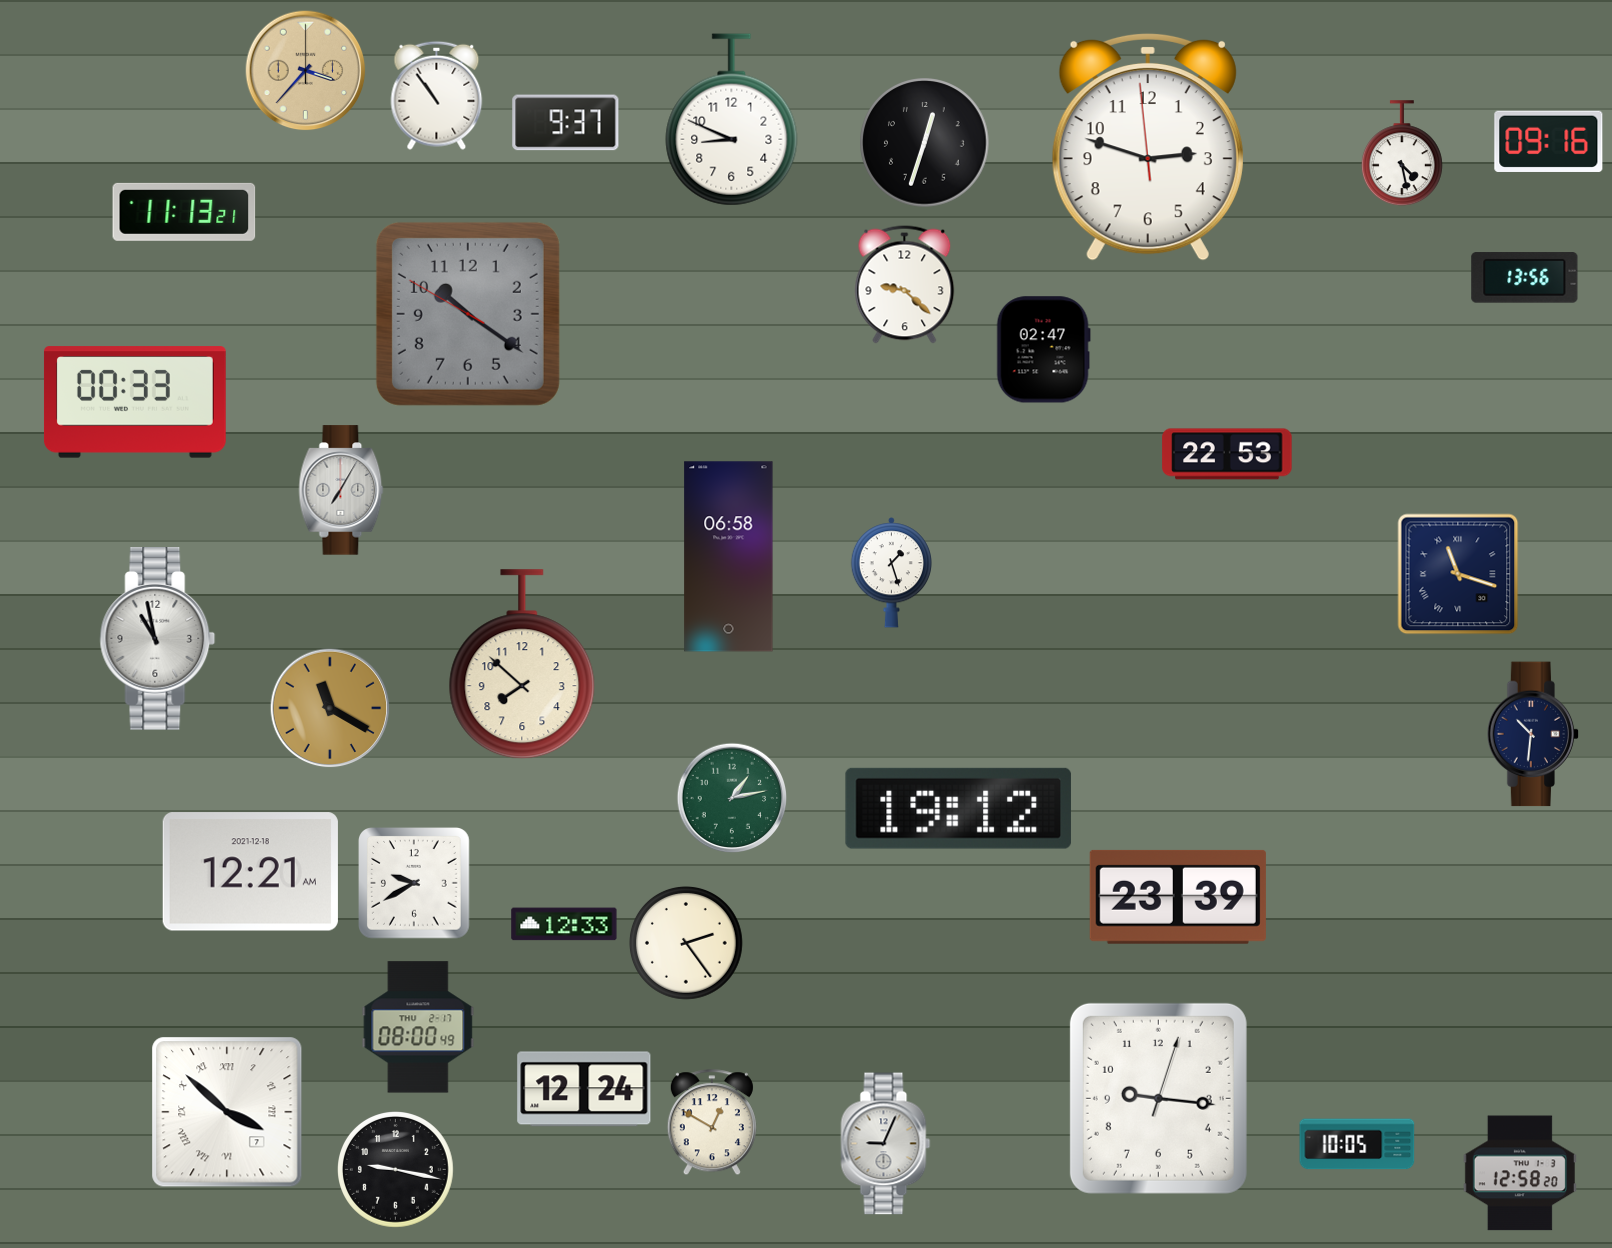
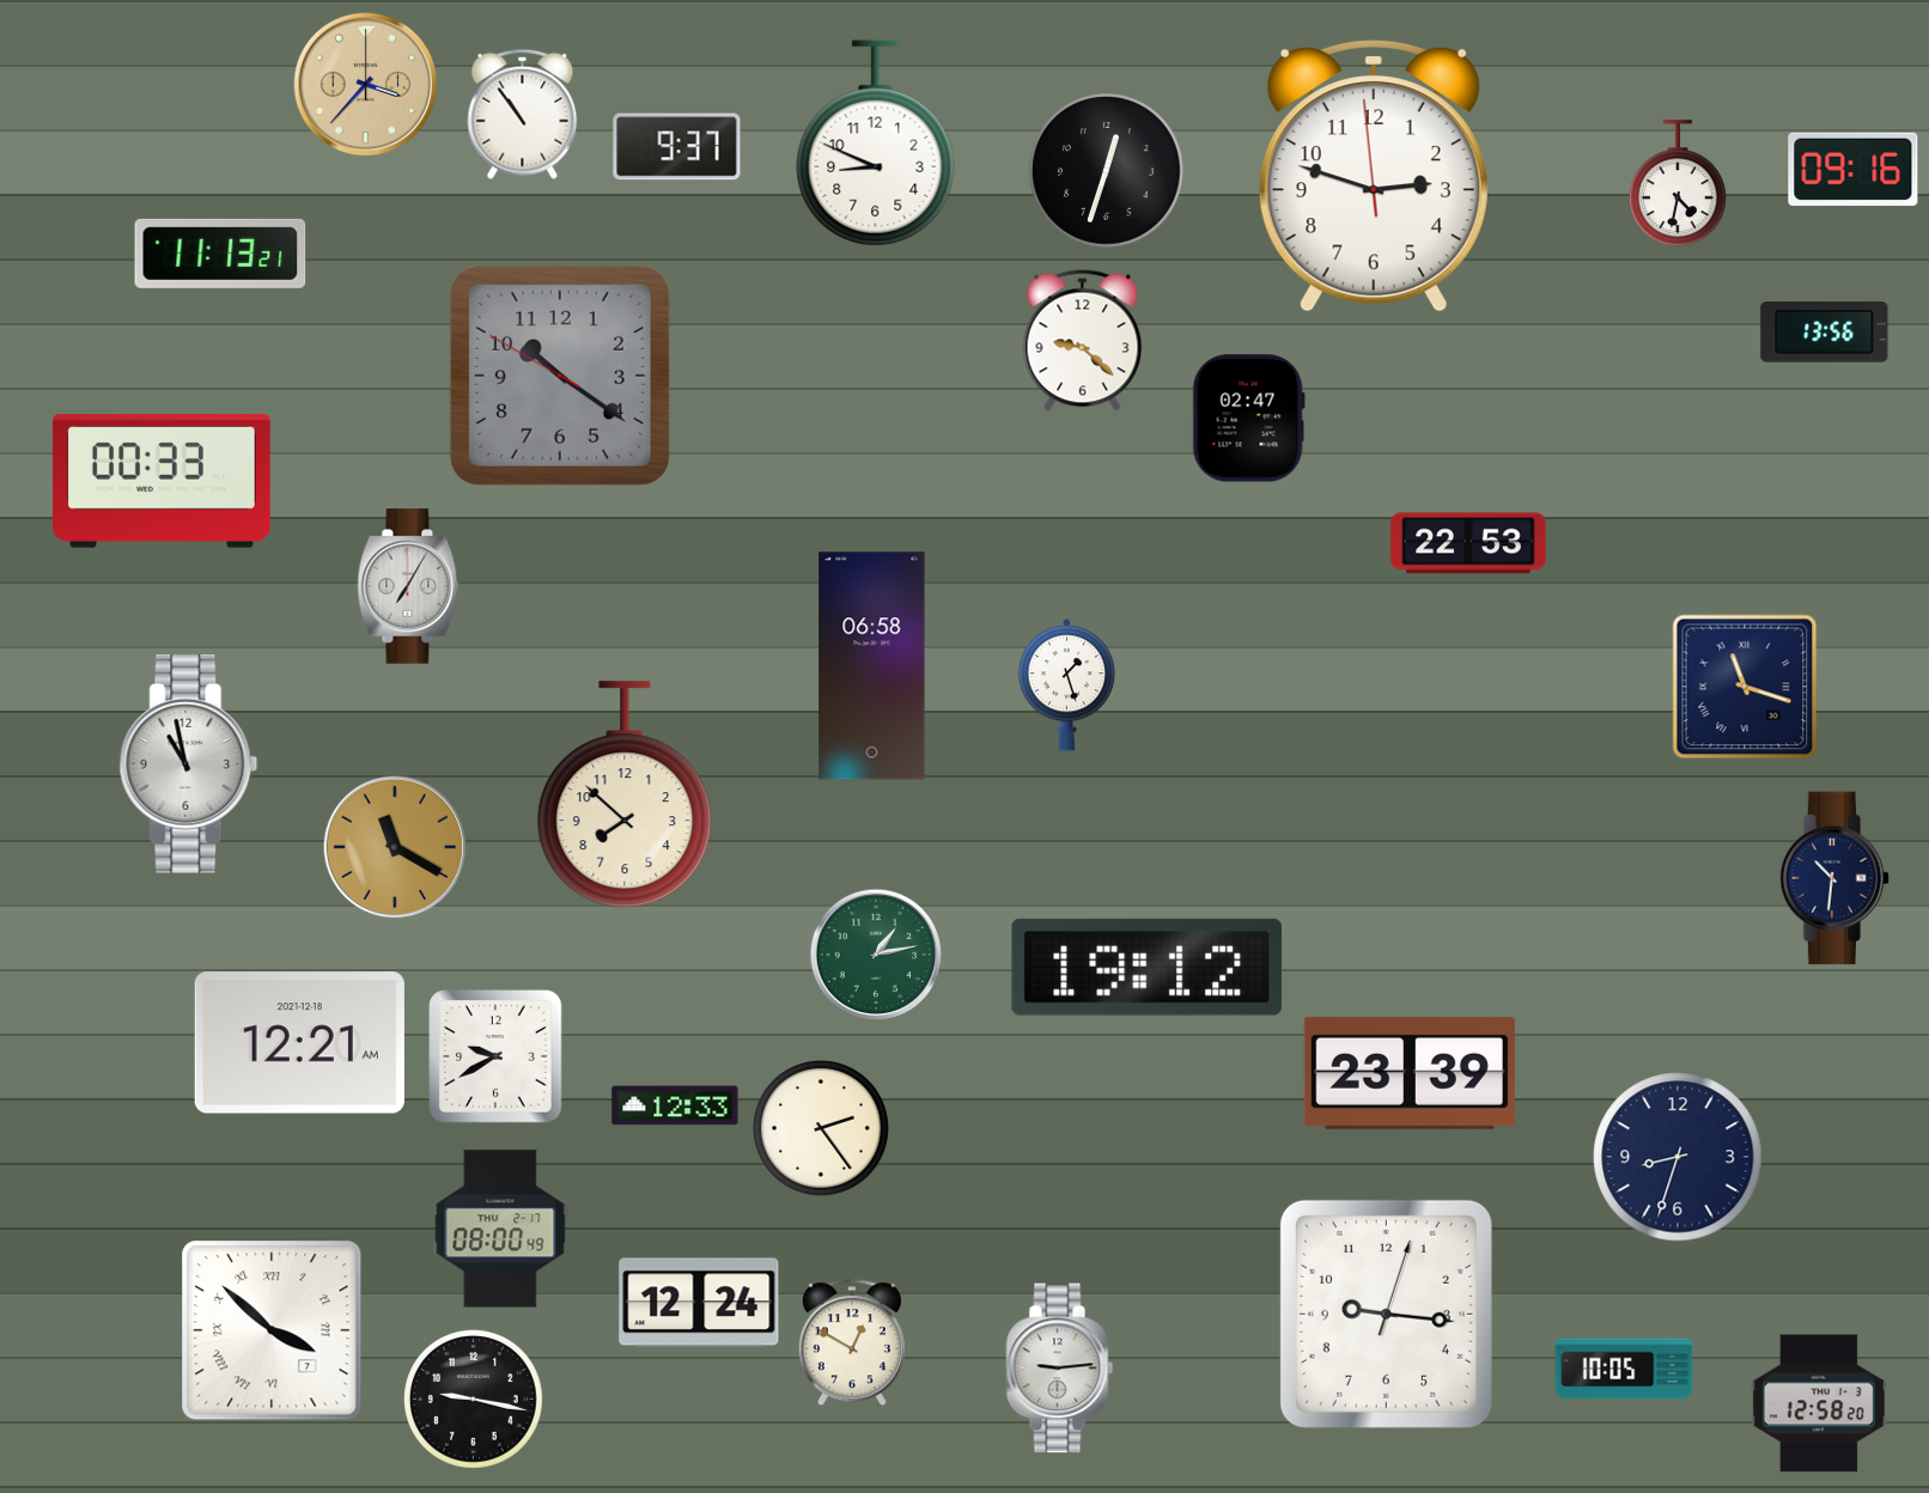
clock at (1402, 154): 4:28 -> 4:32
clock at (1678, 1157): none -> 8:33
clock at (886, 1144): 9:04 -> 9:14
